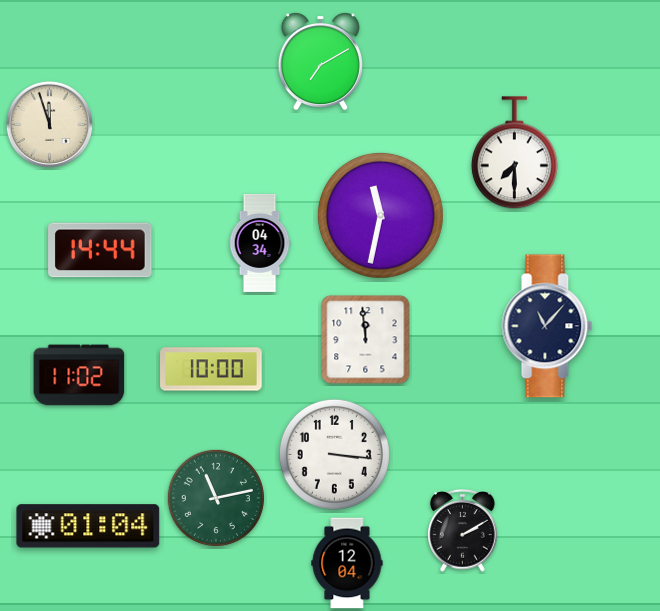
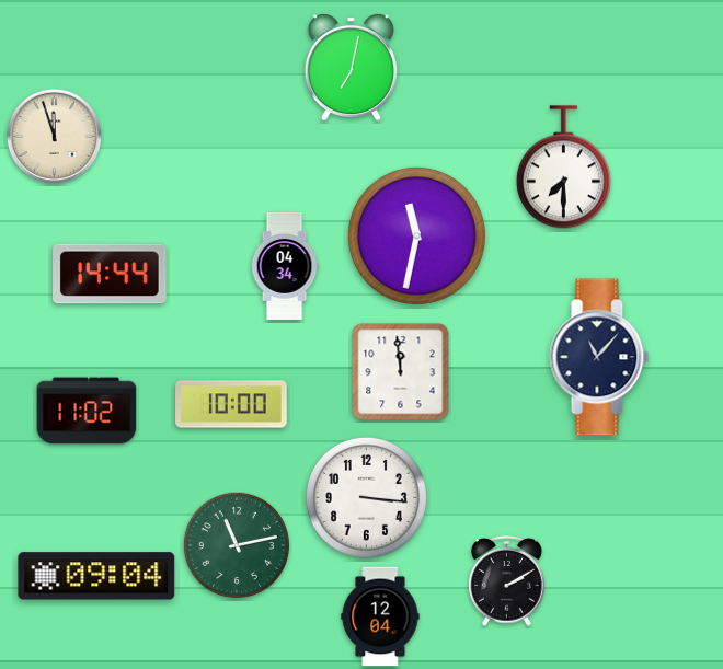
clock at (320, 62): 7:10 -> 7:02
clock at (88, 526): 01:04 -> 09:04
